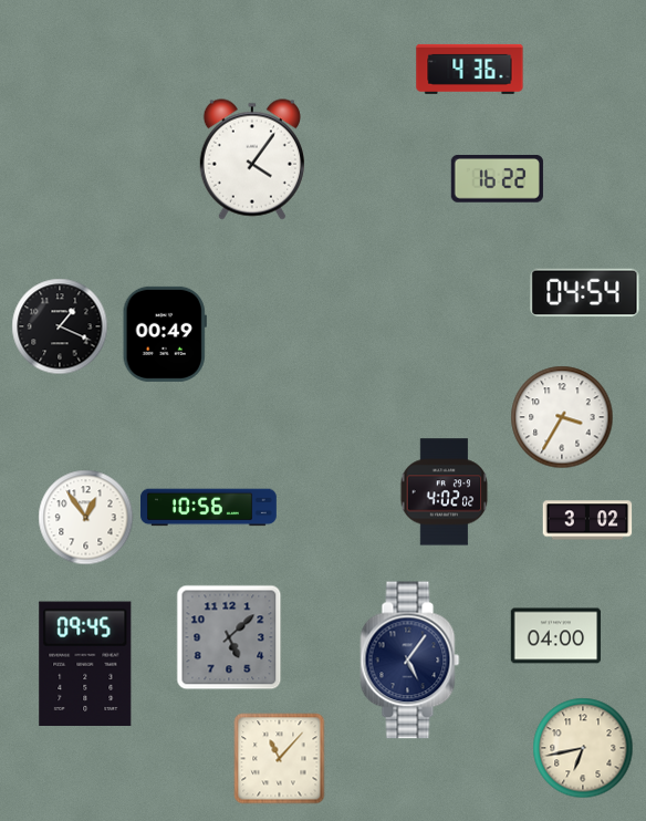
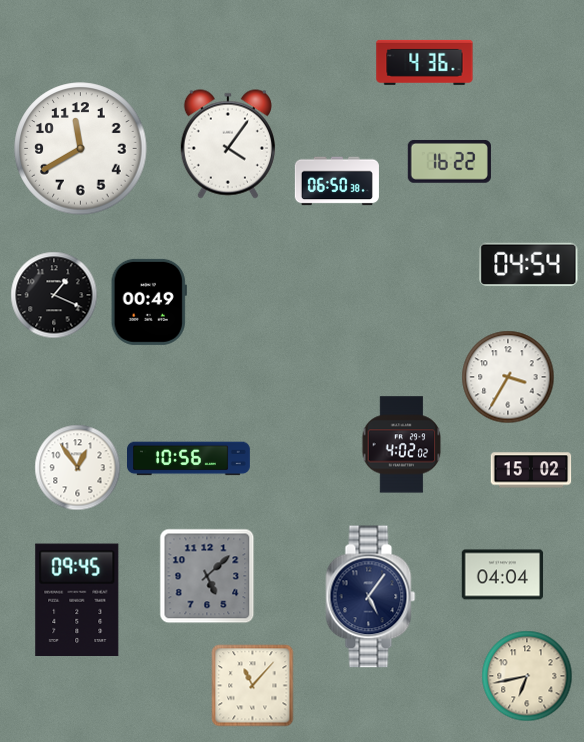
clock at (81, 149): none -> 11:40
clock at (337, 181): none -> 06:50
clock at (587, 520): 3:02 -> 15:02
clock at (556, 636): 04:00 -> 04:04
